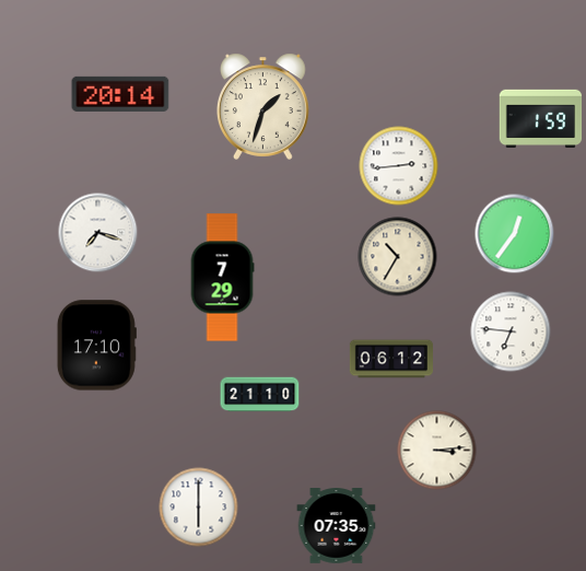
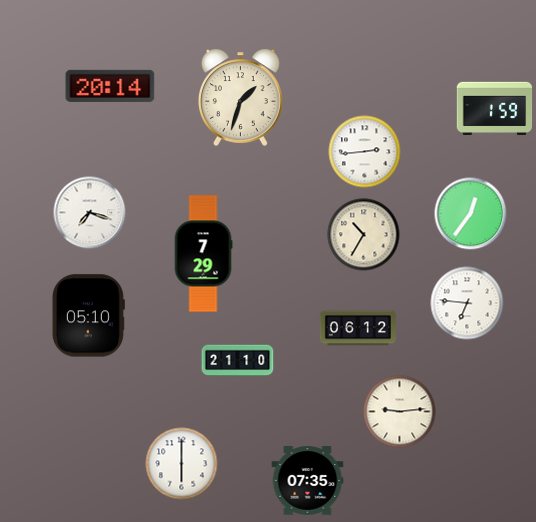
clock at (96, 346): 17:10 -> 05:10
clock at (437, 451): 3:14 -> 9:14
